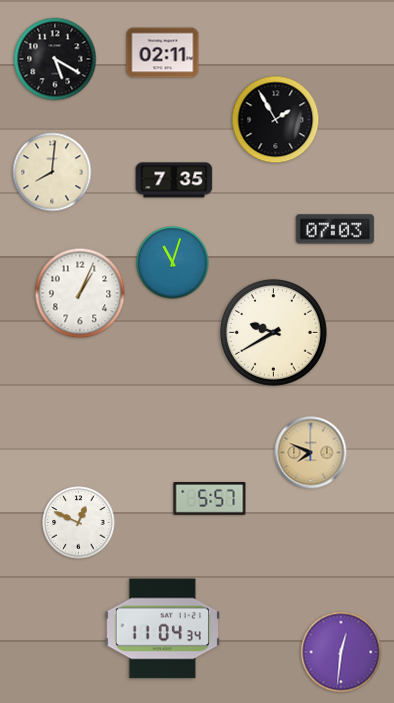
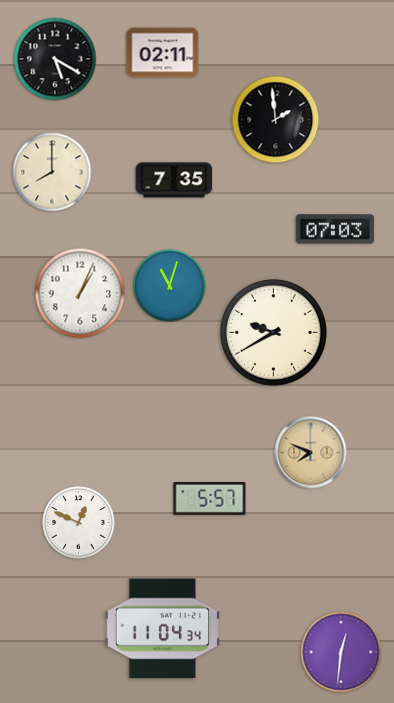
clock at (276, 120): 1:55 -> 1:59
clock at (52, 172): 8:01 -> 8:00
clock at (173, 263) position: (173, 263) -> (170, 286)
